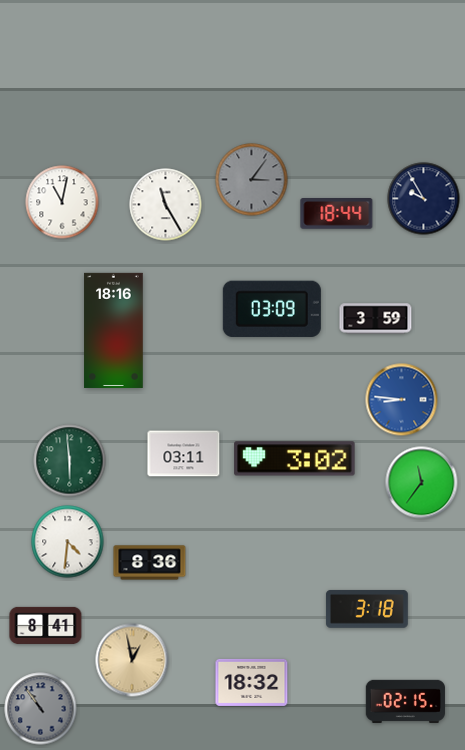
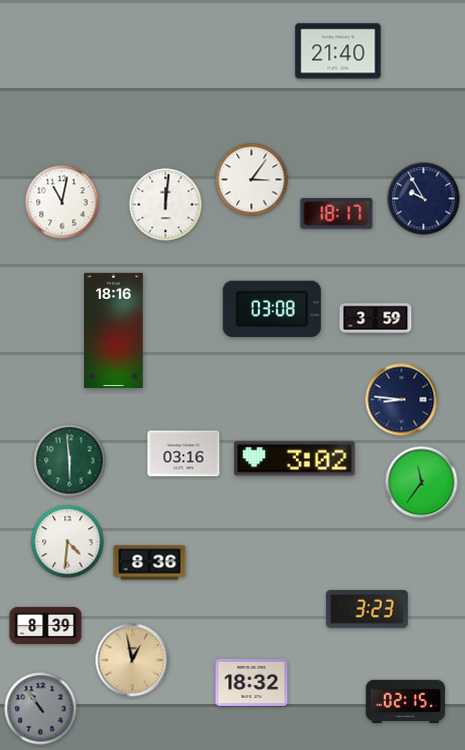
clock at (338, 51): none -> 21:40
clock at (252, 180) dial: grey -> white
clock at (166, 205): 11:25 -> 12:01
clock at (337, 214): 18:44 -> 18:17
clock at (272, 309): 03:09 -> 03:08
clock at (402, 400) dial: blue -> navy
clock at (184, 454): 03:11 -> 03:16
clock at (367, 609): 3:18 -> 3:23
clock at (46, 625): 8:41 -> 8:39
